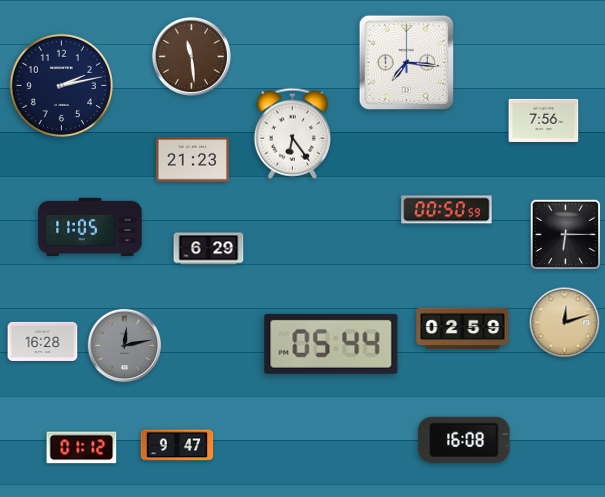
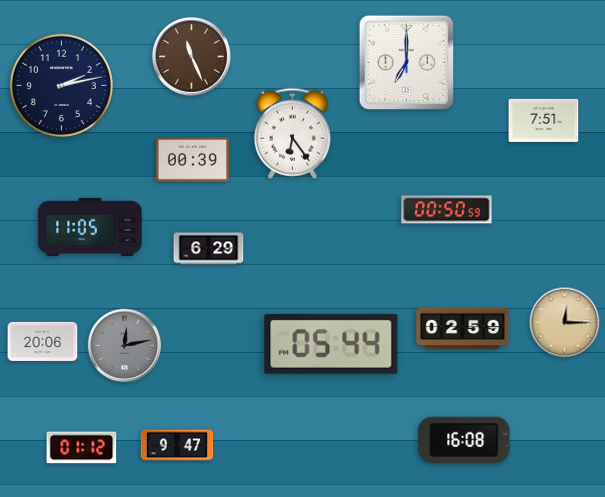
clock at (191, 56): 11:29 -> 11:26
clock at (406, 62): 7:16 -> 7:00
clock at (544, 120): 7:56 -> 7:51
clock at (192, 160): 21:23 -> 00:39
clock at (566, 235): 6:15 -> none
clock at (565, 323): 12:12 -> 12:15
clock at (43, 341): 16:28 -> 20:06
